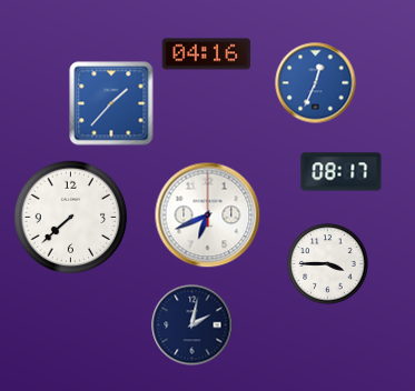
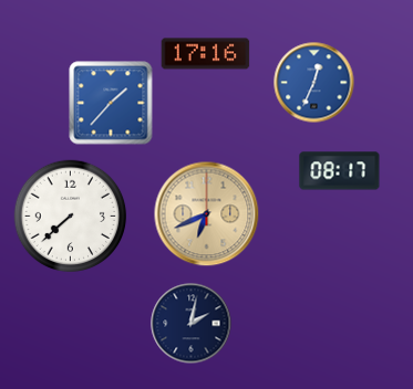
clock at (207, 54): 04:16 -> 17:16
clock at (208, 215) dial: white -> champagne
clock at (328, 264): 3:45 -> none
